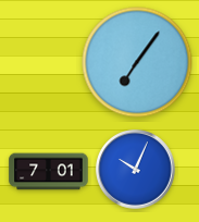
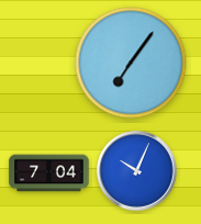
clock at (137, 62) position: (137, 62) -> (131, 63)
clock at (49, 172): 7:01 -> 7:04
